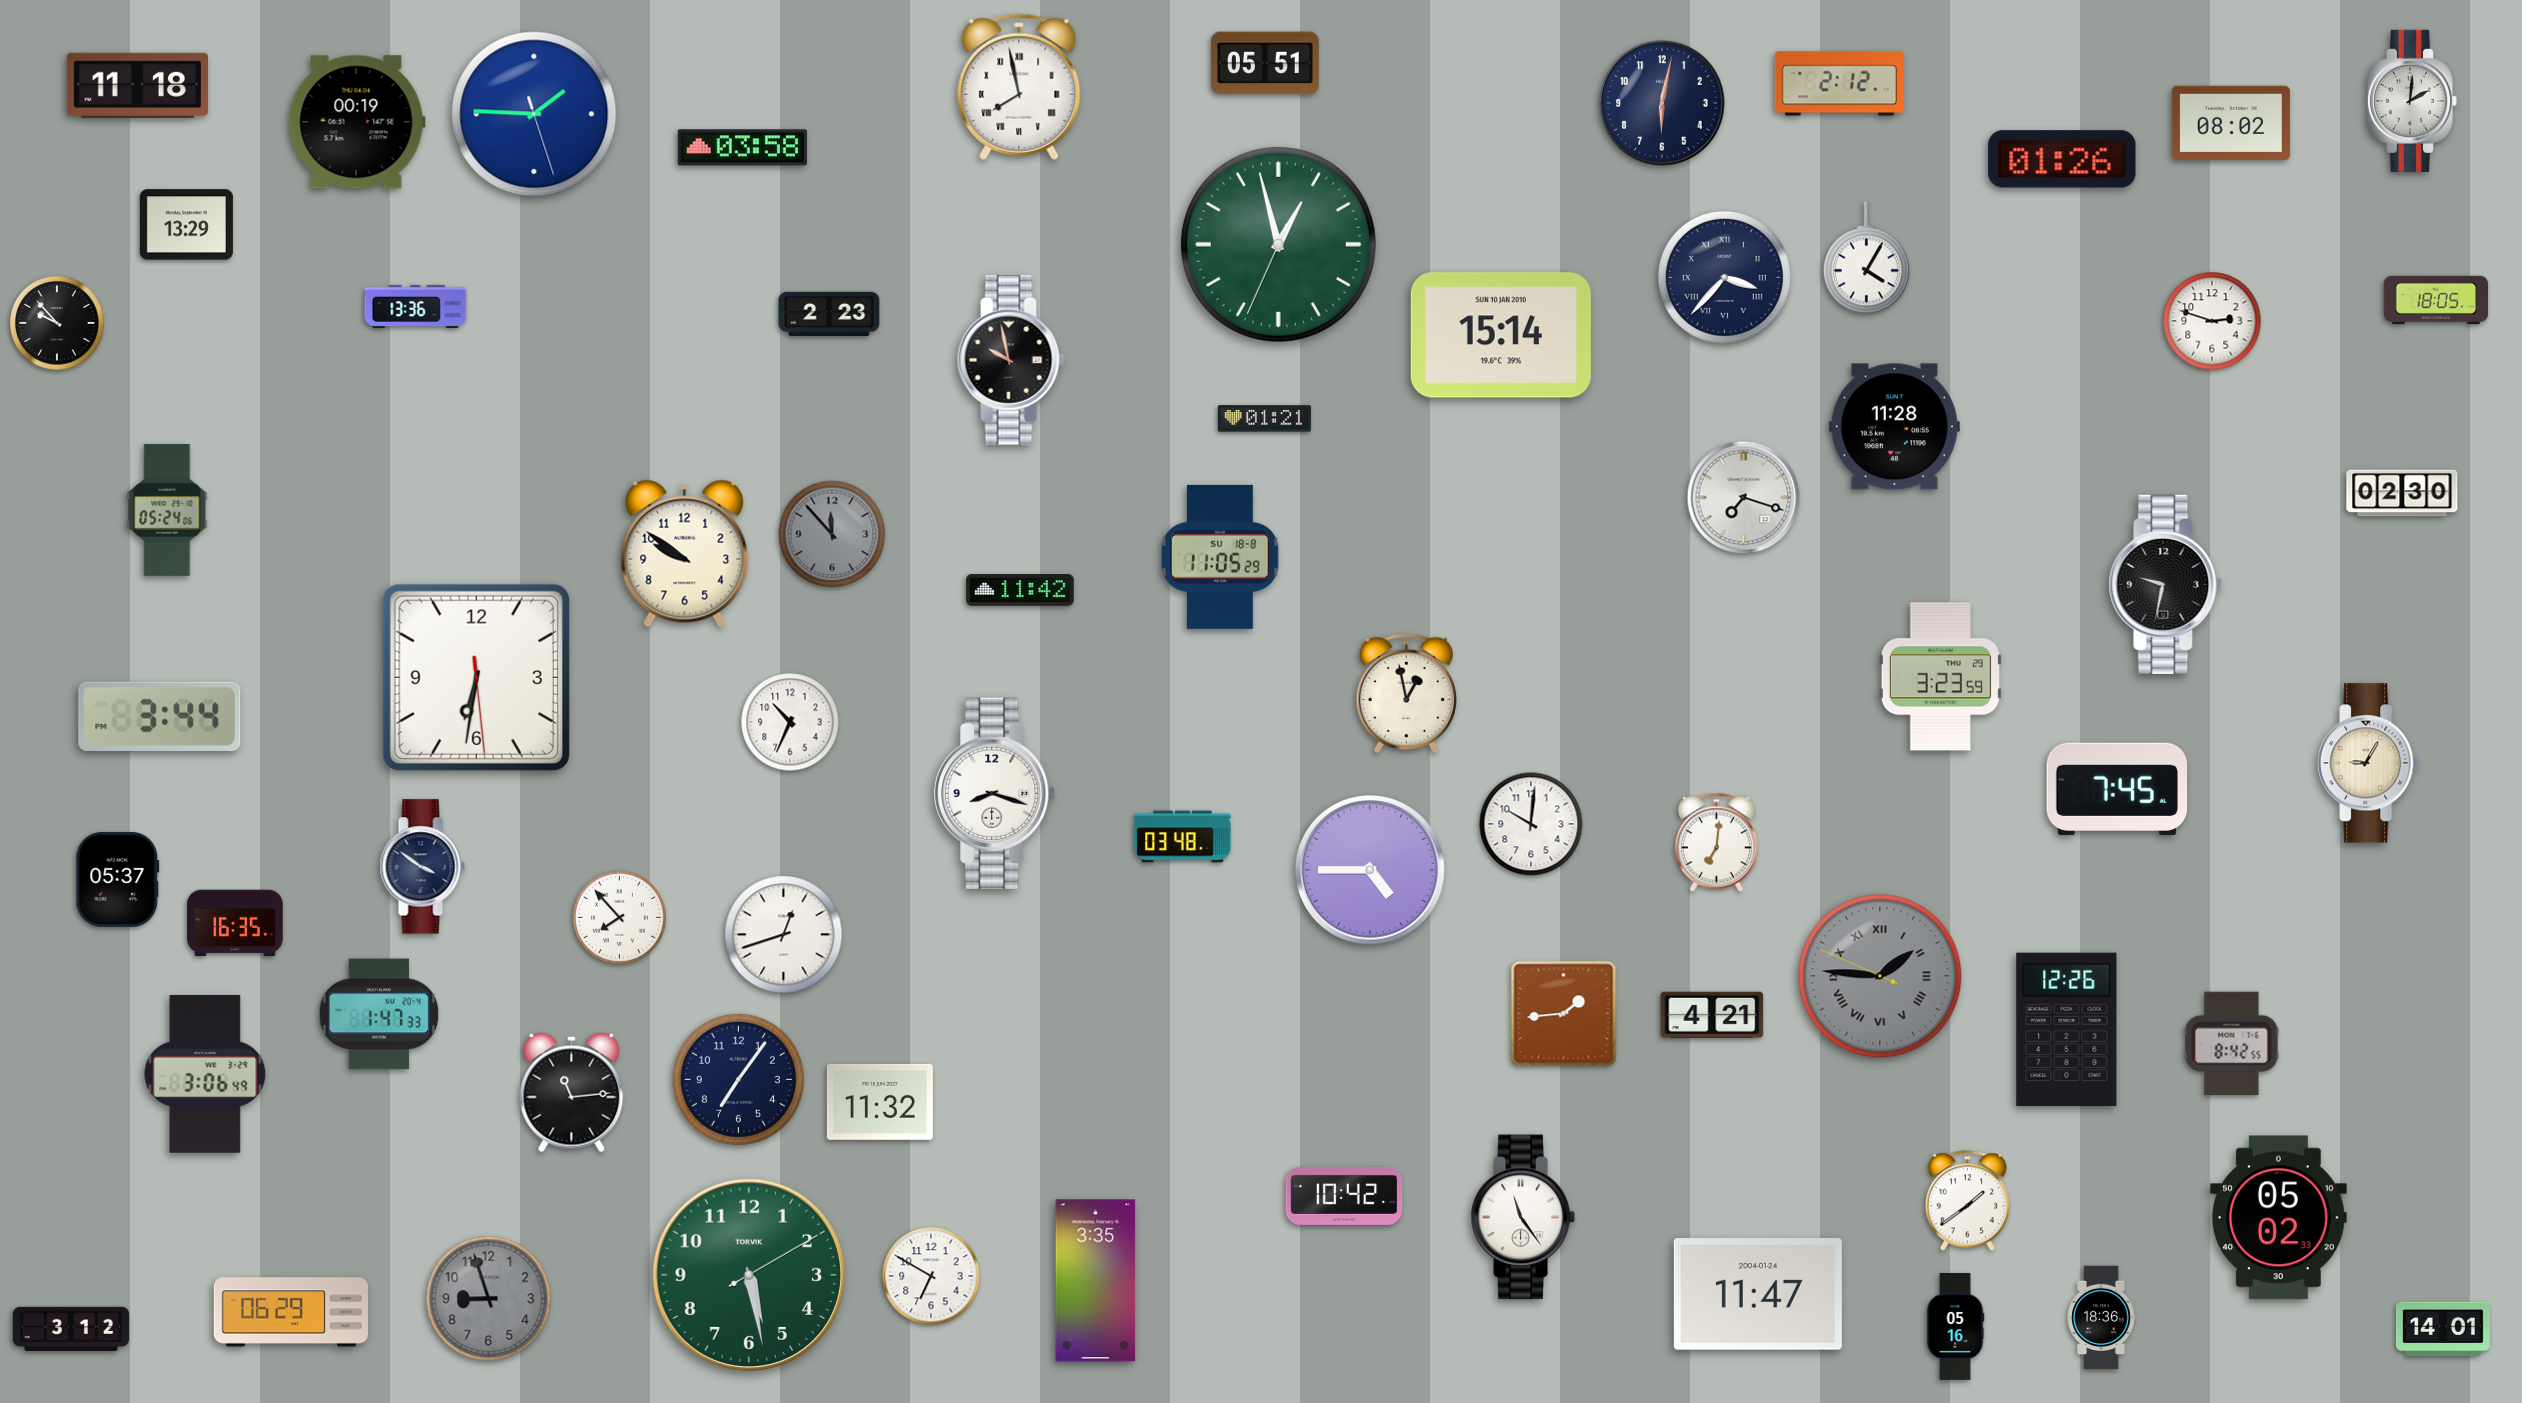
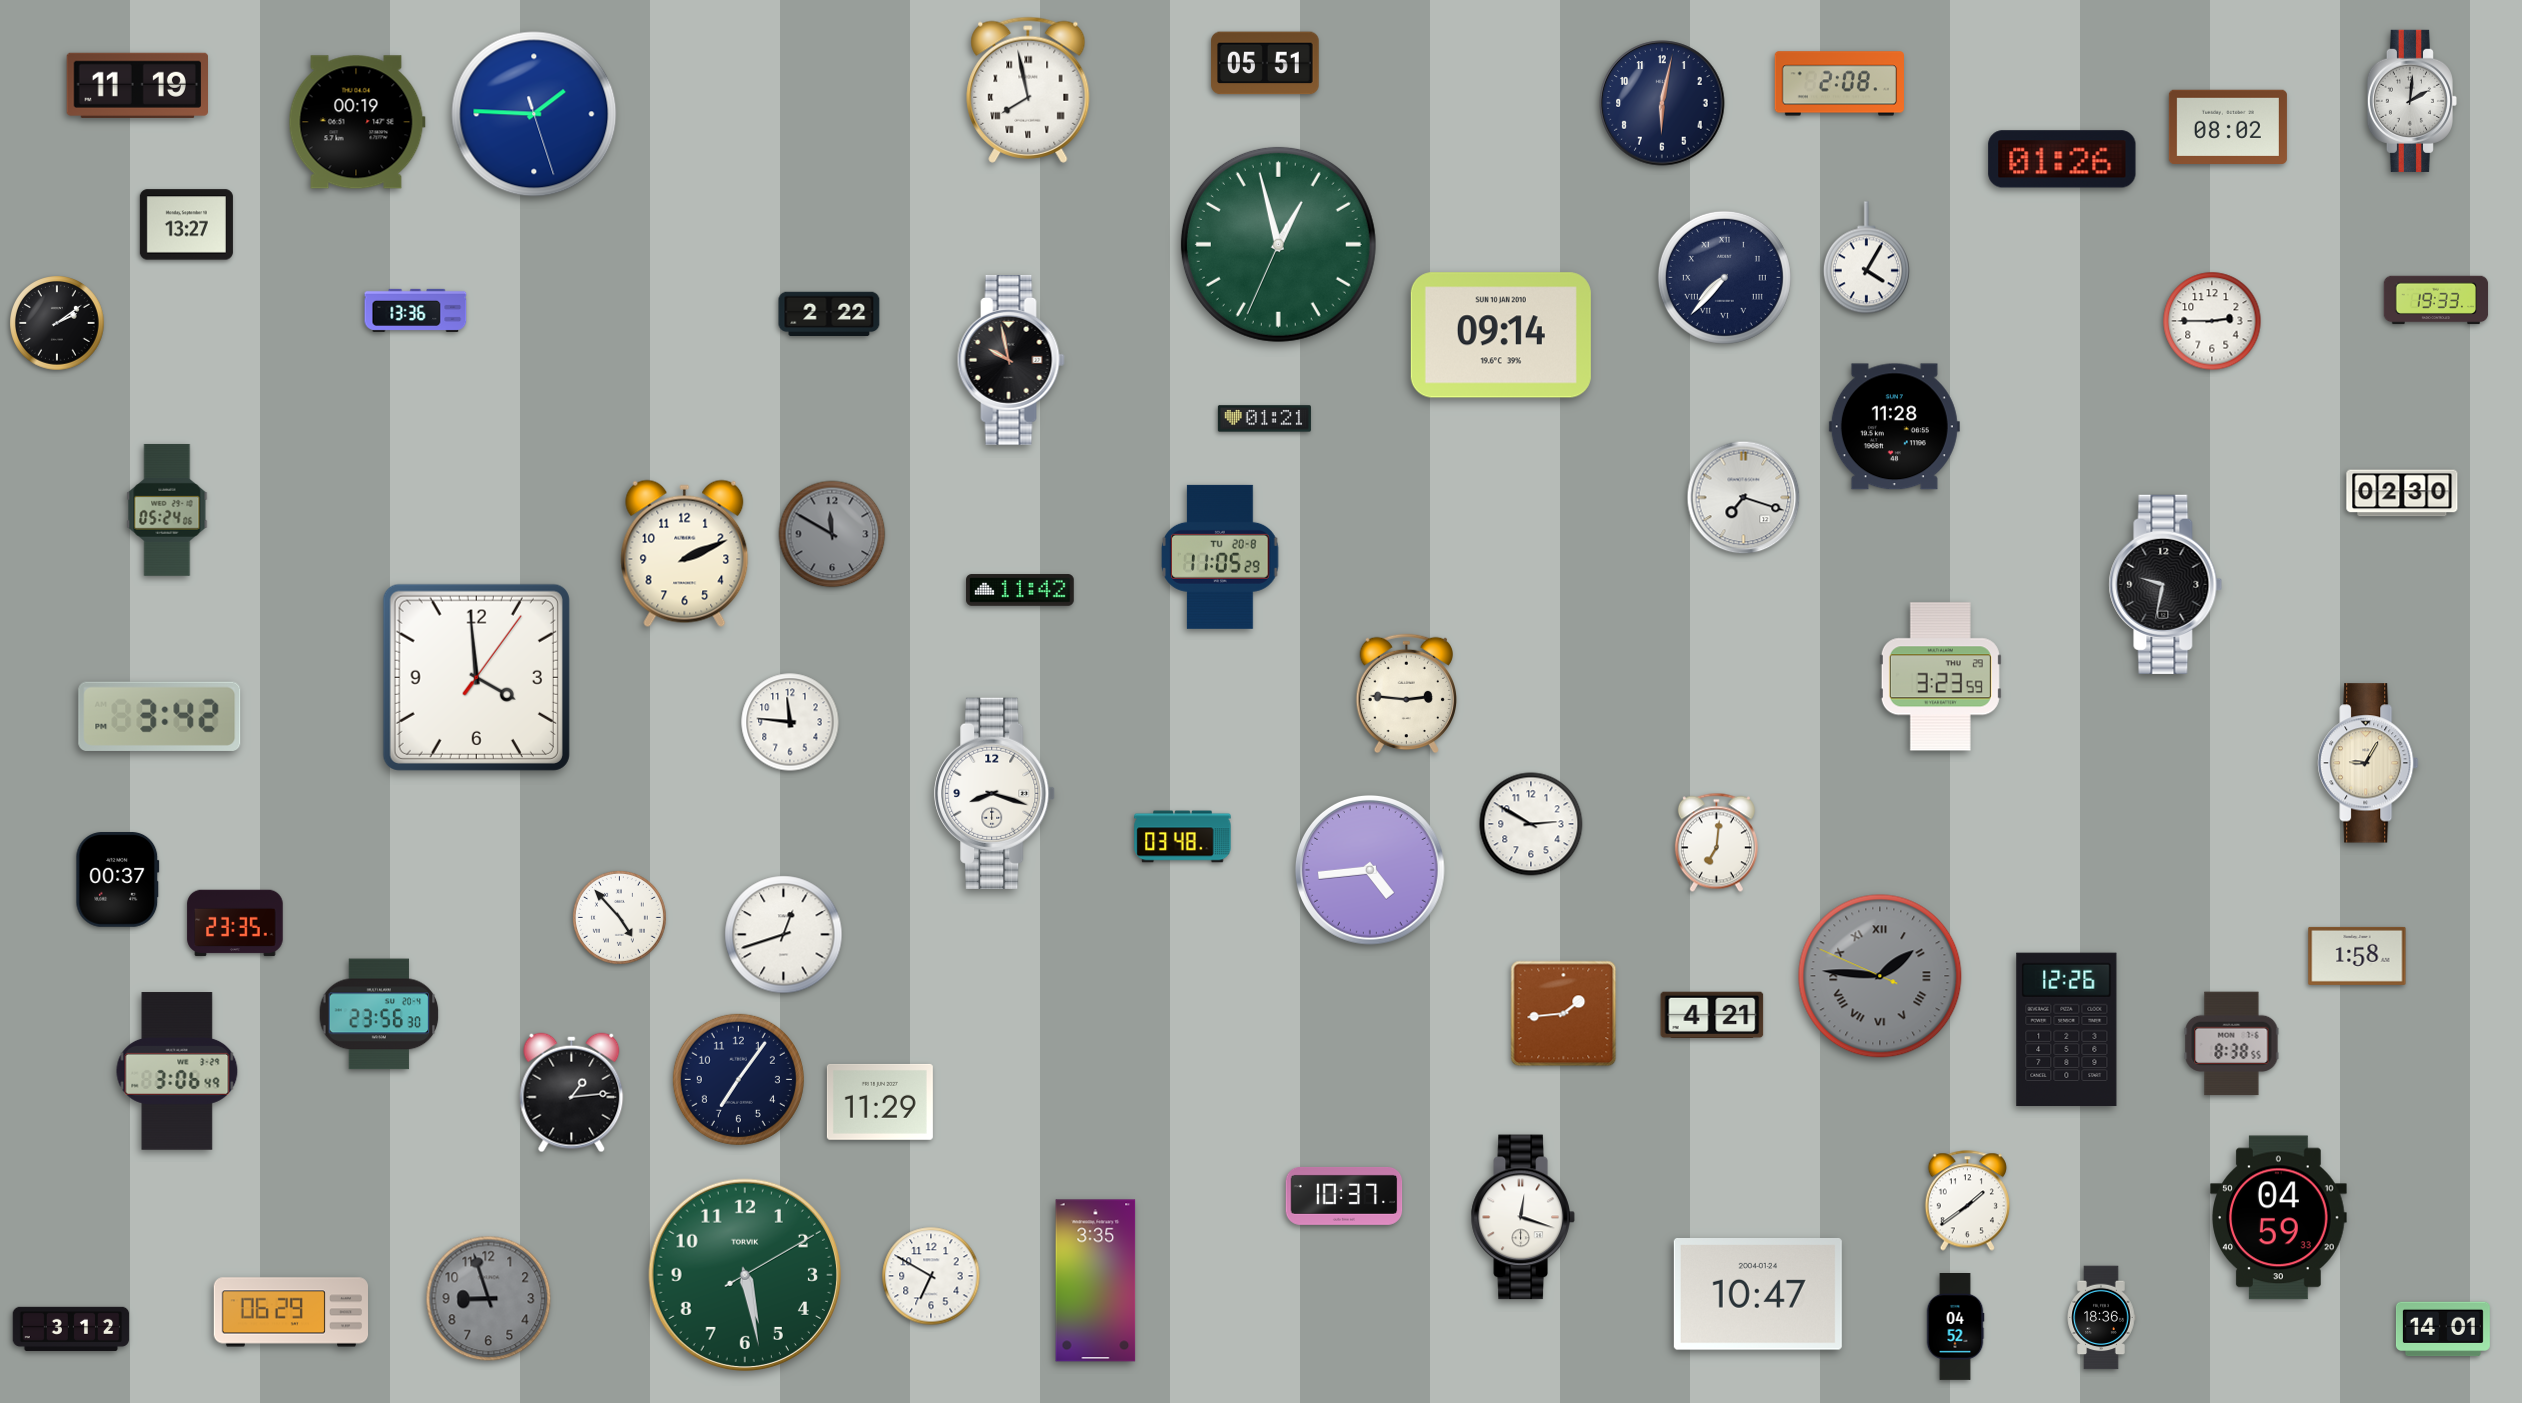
clock at (1839, 84): 2:12 -> 2:08
clock at (137, 85): 11:18 -> 11:19
clock at (1019, 87) position: (1019, 87) -> (1028, 90)
clock at (2231, 123) position: (2231, 123) -> (2228, 127)
clock at (742, 148): 03:58 -> none
clock at (186, 225): 13:29 -> 13:27
clock at (1724, 277): 3:37 -> 7:37
clock at (2436, 300): 18:05 -> 19:33
clock at (416, 306) position: (416, 306) -> (416, 310)
clock at (829, 313): 2:23 -> 2:22
clock at (2212, 321): 2:48 -> 2:45
clock at (57, 323): 9:53 -> 2:09
clock at (1501, 335): 15:14 -> 09:14
clock at (832, 534): 11:53 -> 11:50
clock at (685, 554): 9:51 -> 2:11
clock at (1220, 557) date: SU 18-8 -> TU 20-8
clock at (476, 677): 6:31 -> 3:59
clock at (1406, 694): 12:58 -> 2:46
clock at (160, 716): 3:44 -> 3:42
clock at (790, 722): 10:34 -> 11:46
clock at (2117, 789): 7:45 -> none
clock at (1531, 824): 10:01 -> 2:50
clock at (422, 867): 3:51 -> none
clock at (1371, 871): 4:45 -> 4:44
clock at (118, 880): 05:37 -> 00:37
clock at (619, 917): 7:53 -> 4:53
clock at (235, 923): 16:35 -> 23:35
clock at (2357, 956): none -> 1:58
clock at (379, 1014): 1:47 -> 23:56
clock at (2232, 1044): 8:42 -> 8:38
clock at (205, 1074) position: (205, 1074) -> (177, 1071)
clock at (572, 1093): 11:14 -> 1:14
clock at (880, 1102): 11:32 -> 11:29
clock at (1344, 1196): 10:42 -> 10:37
clock at (1523, 1217): 11:24 -> 12:18
clock at (2279, 1218): 05:02 -> 04:59
clock at (748, 1274) position: (748, 1274) -> (744, 1274)
clock at (1758, 1295): 11:47 -> 10:47
clock at (1955, 1327): 05:16 -> 04:52
